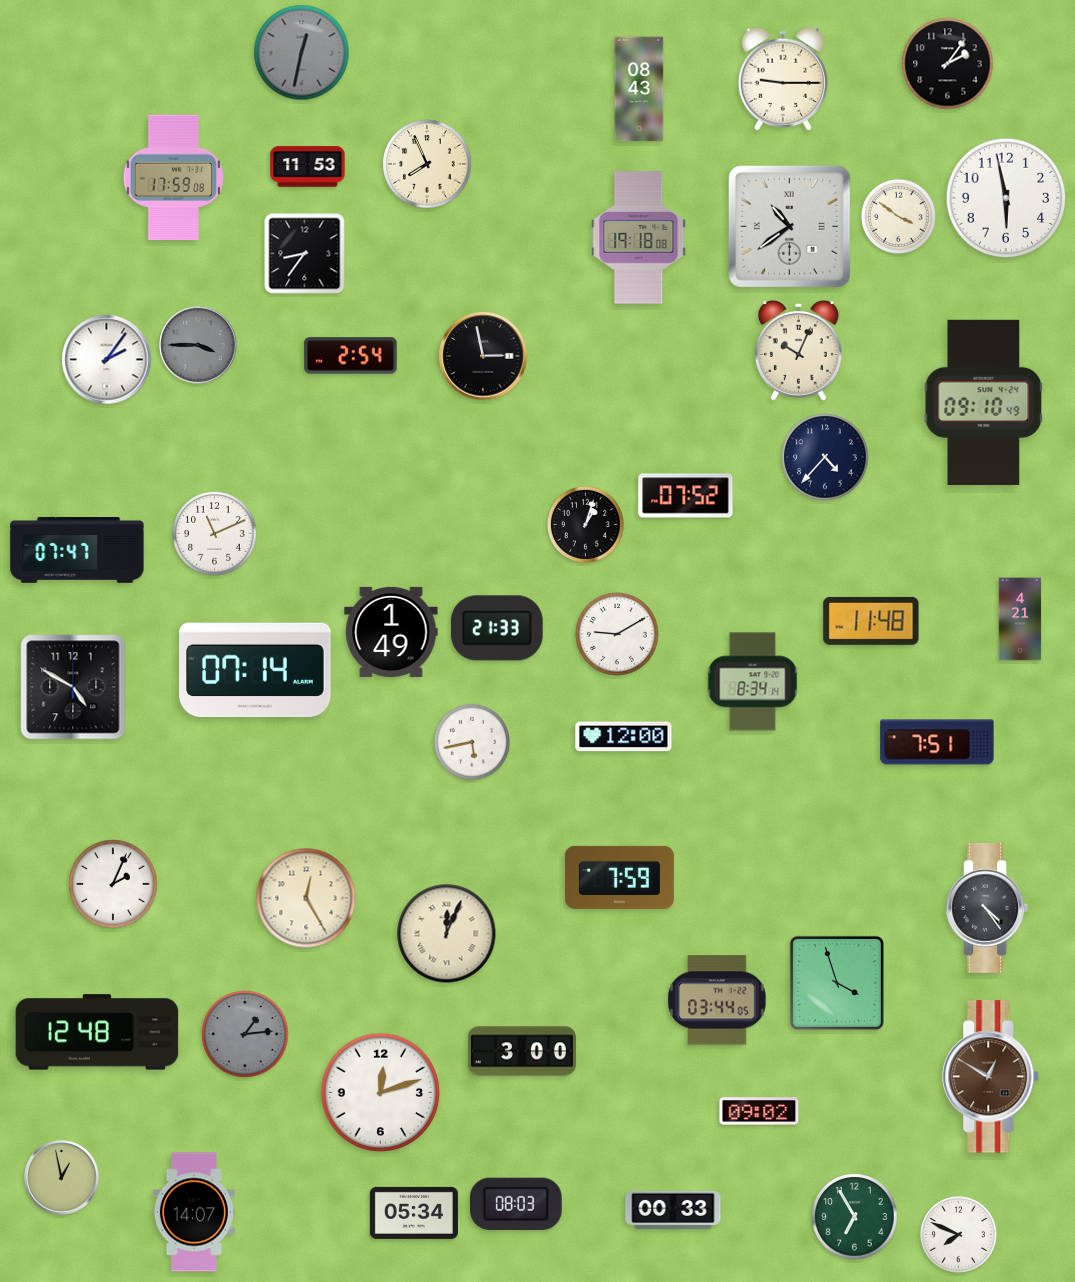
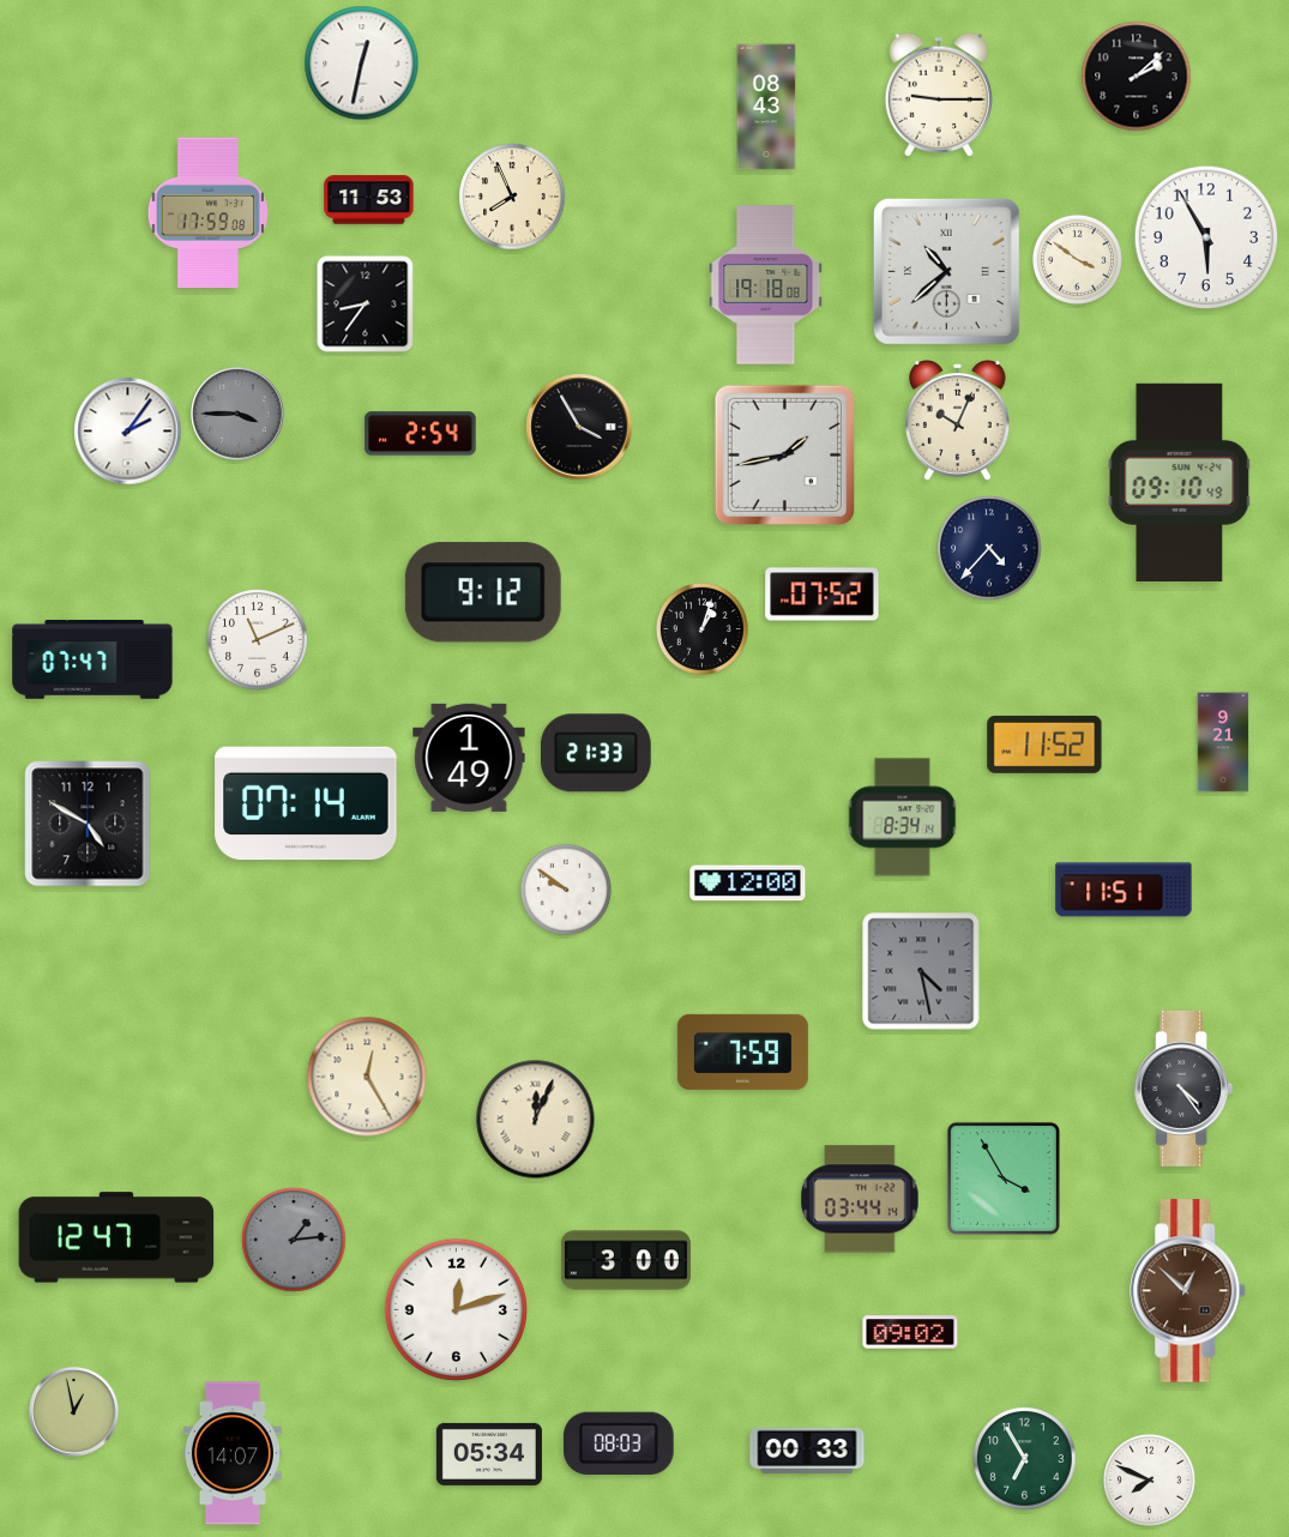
clock at (302, 53) dial: grey -> white
clock at (948, 64): 2:06 -> 2:08
clock at (1006, 198): 5:58 -> 5:55
clock at (789, 226): 10:39 -> 10:38
clock at (351, 356) position: (351, 356) -> (421, 434)
clock at (483, 356): 2:58 -> 3:55
clock at (784, 454): none -> 1:43
clock at (483, 592): none -> 9:12
clock at (1020, 619): 4:21 -> 9:21
clock at (871, 621): 11:48 -> 11:52
clock at (617, 634): 9:10 -> none
clock at (472, 742): 5:43 -> 9:51
clock at (937, 742): 7:51 -> 11:51
clock at (921, 971): none -> 4:28
clock at (113, 884): 2:04 -> none
clock at (837, 983): 3:57 -> 3:55
clock at (717, 1000): 03:44:05 -> 03:44:14
clock at (97, 1032): 12:48 -> 12:47
clock at (991, 1077): 12:50 -> 12:52
clock at (414, 1213) position: (414, 1213) -> (489, 1454)
